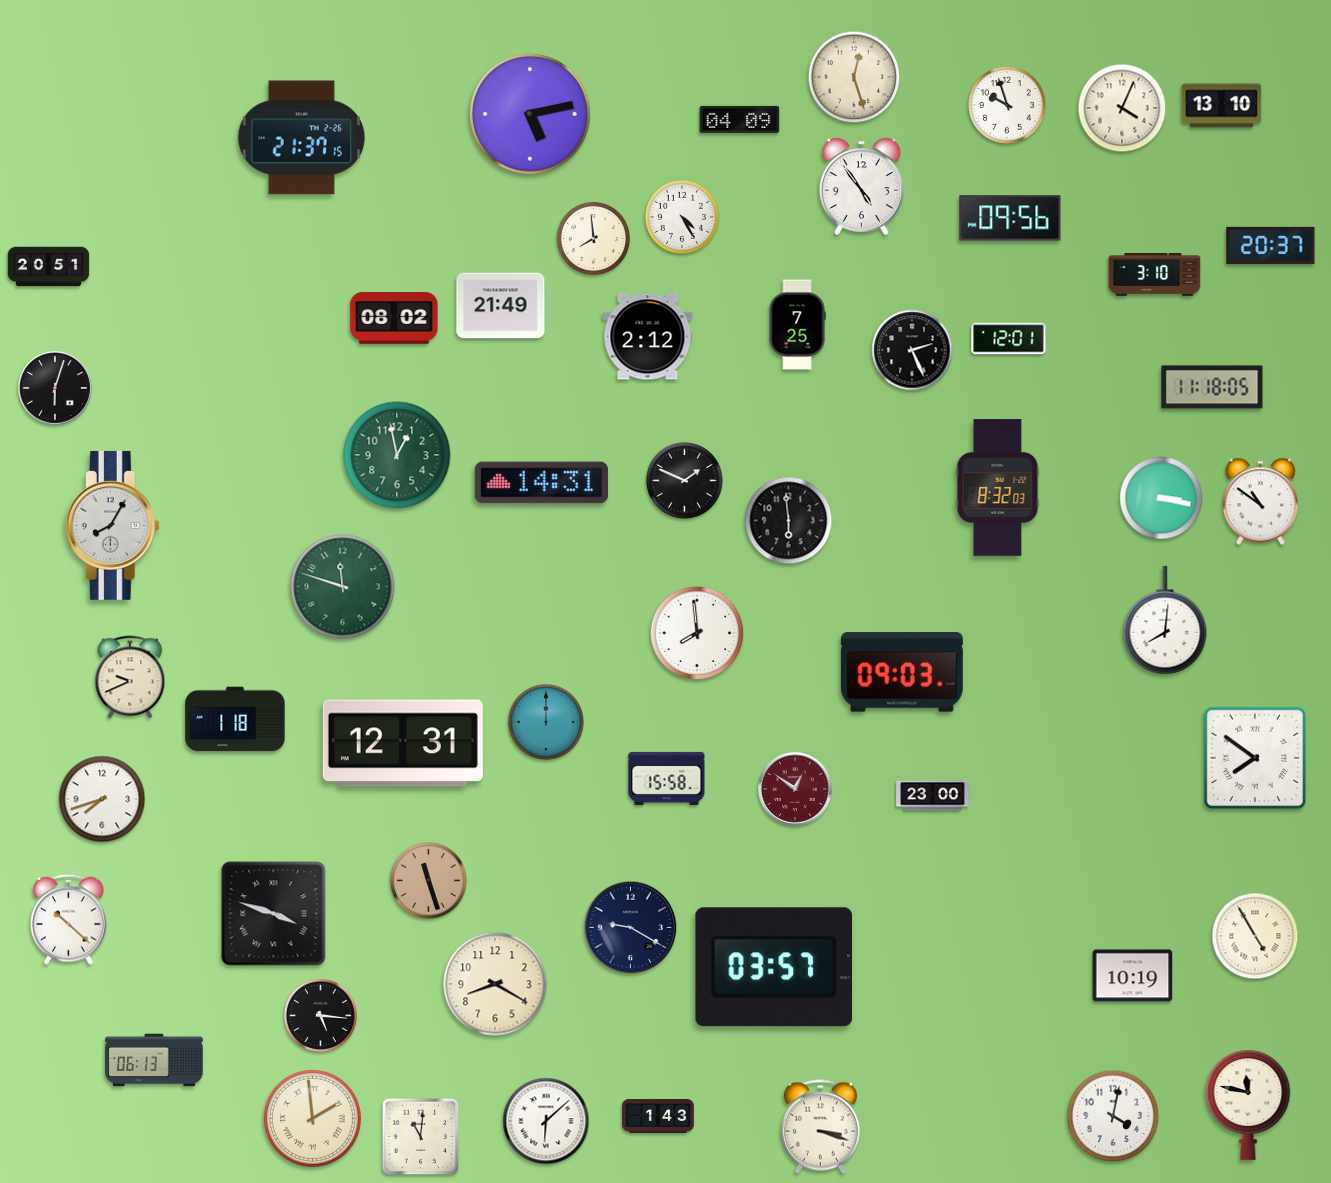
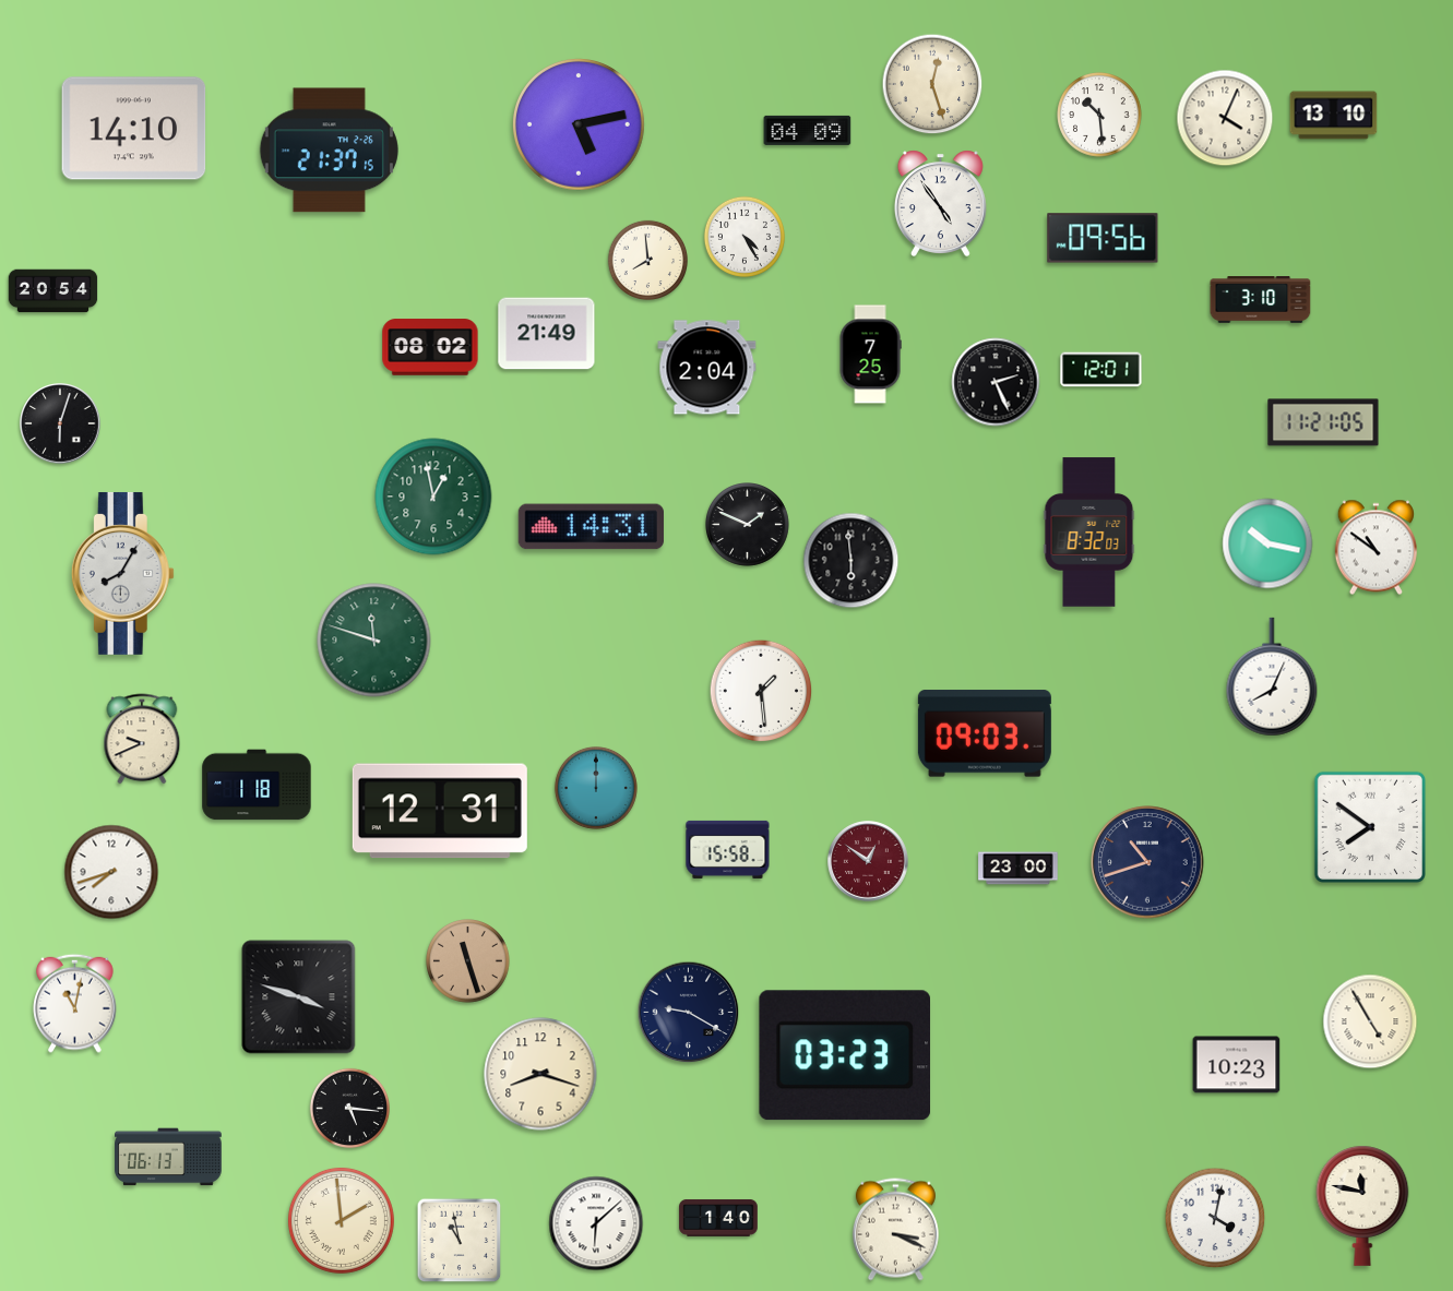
clock at (1007, 105): 9:57 -> 10:29
clock at (134, 129): none -> 14:10
clock at (1271, 245): 20:37 -> none
clock at (49, 267): 20:51 -> 20:54
clock at (648, 337): 2:12 -> 2:04
clock at (1212, 387): 11:18 -> 11:21
clock at (1161, 498): 3:17 -> 10:17
clock at (789, 521) position: (789, 521) -> (851, 561)
clock at (1165, 620): 8:01 -> 8:04
clock at (697, 633): 7:59 -> 1:29
clock at (1147, 862): none -> 10:42
clock at (69, 919): 10:22 -> 11:02
clock at (773, 967): 03:57 -> 03:23
clock at (1133, 976): 10:19 -> 10:23
clock at (495, 984): 8:20 -> 8:18
clock at (658, 1116): 1:43 -> 1:40
clock at (820, 1127): 3:18 -> 3:19
clock at (421, 1137): 11:01 -> 10:58
